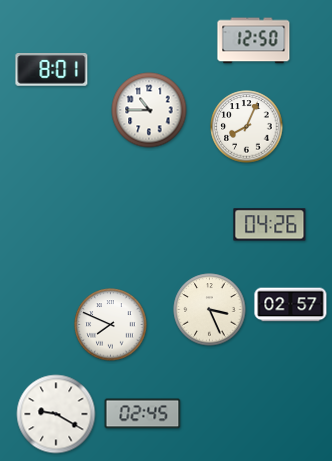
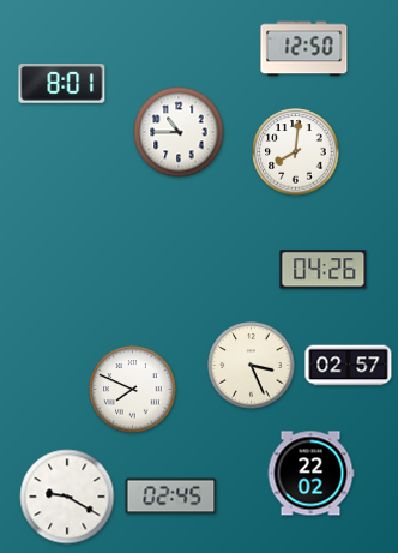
clock at (247, 127): 8:04 -> 8:01
clock at (210, 310) position: (210, 310) -> (252, 366)
clock at (310, 474): none -> 22:02
